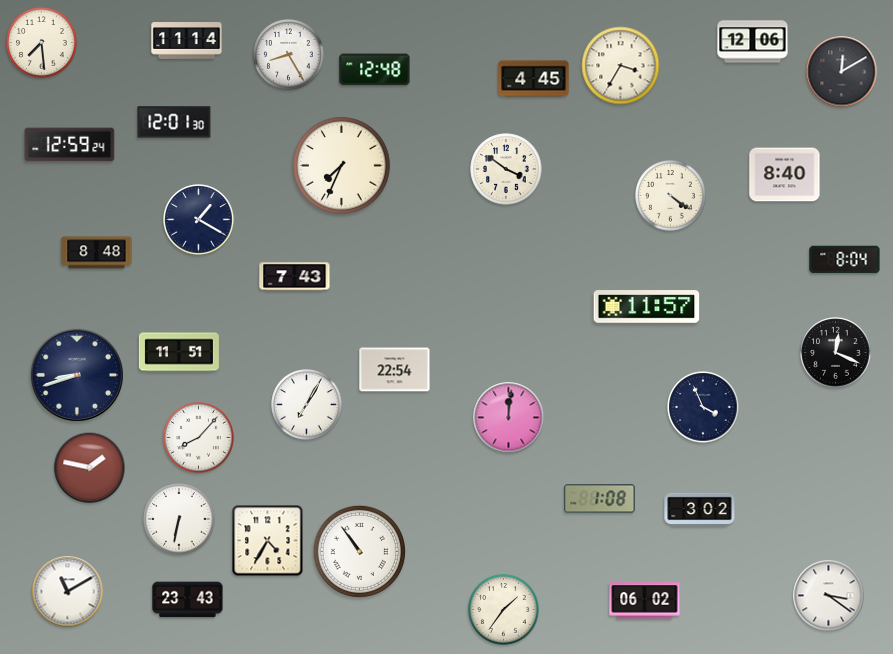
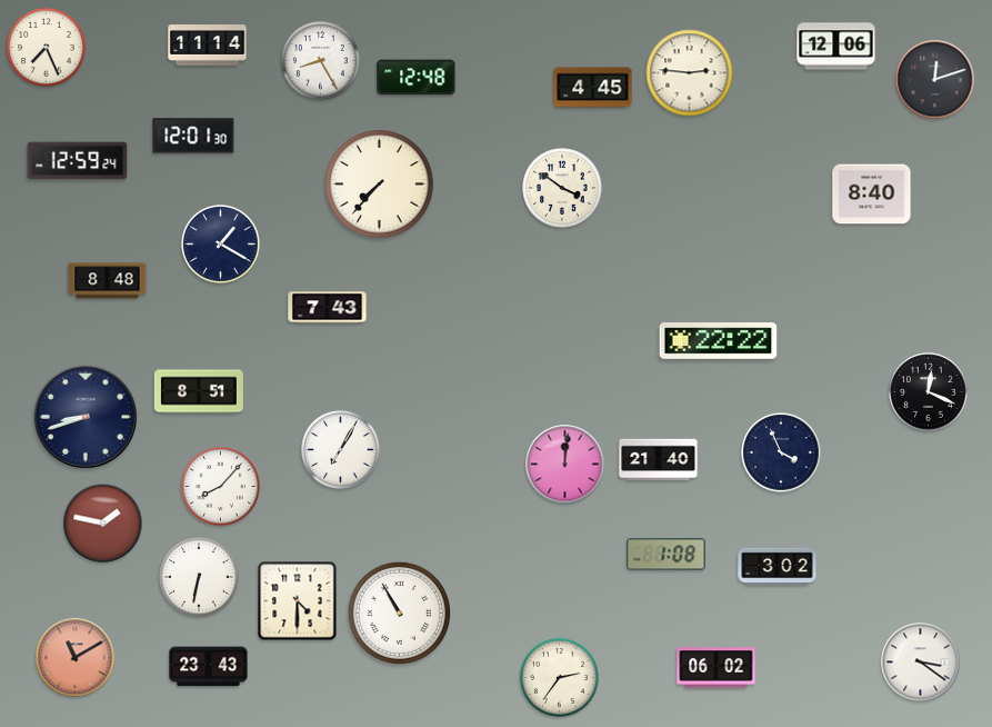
clock at (42, 43): 7:29 -> 7:26
clock at (621, 66): 3:35 -> 2:46
clock at (842, 72): 12:10 -> 12:12
clock at (342, 166): 7:34 -> 7:37
clock at (671, 196): 4:21 -> none
clock at (845, 260): 8:04 -> none
clock at (647, 307): 11:57 -> 22:22
clock at (179, 352): 11:51 -> 8:51
clock at (395, 370): 22:54 -> none
clock at (659, 460): none -> 21:40
clock at (90, 468) position: (90, 468) -> (103, 524)
clock at (268, 541): 4:35 -> 4:30
clock at (359, 551): 10:54 -> 10:55
clock at (68, 592) dial: white -> salmon
clock at (504, 610): 1:36 -> 2:36
